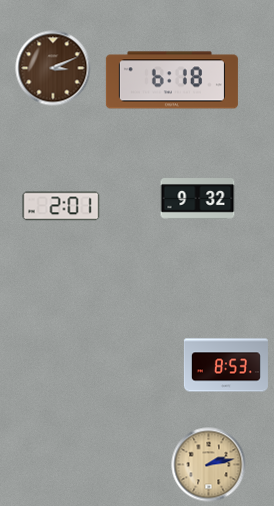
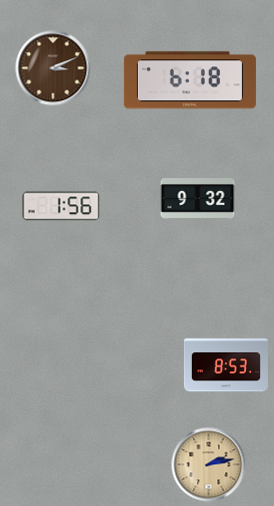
clock at (172, 80) position: (172, 80) -> (190, 80)
clock at (61, 206): 2:01 -> 1:56
